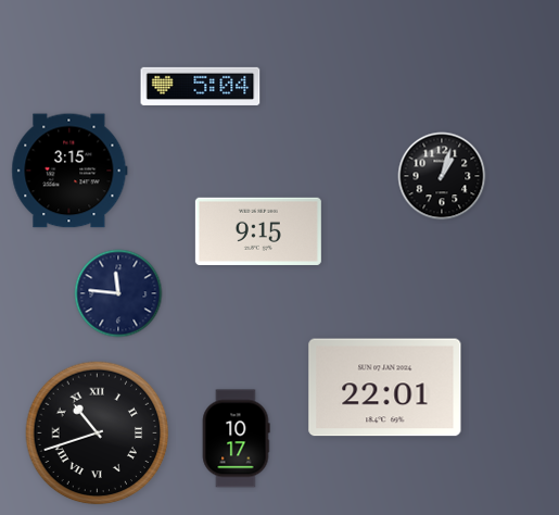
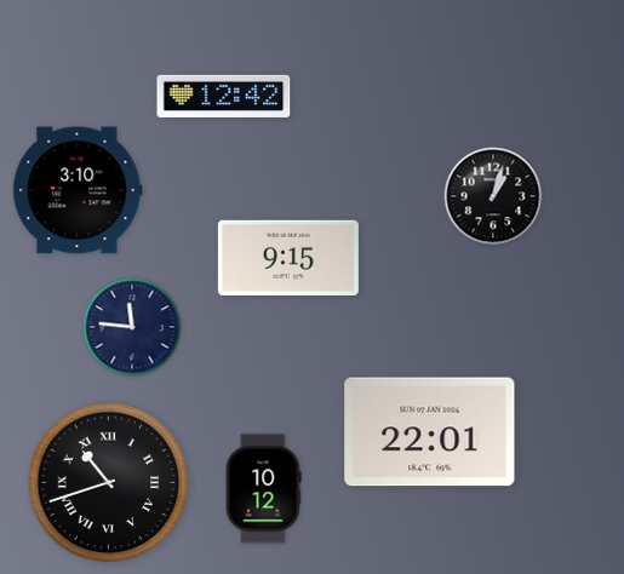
clock at (201, 86): 5:04 -> 12:42
clock at (69, 171): 3:15 -> 3:10
clock at (236, 439): 10:17 -> 10:12
